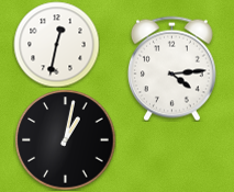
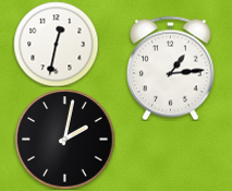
clock at (171, 68): 4:14 -> 1:14
clock at (65, 139): 1:02 -> 2:02
